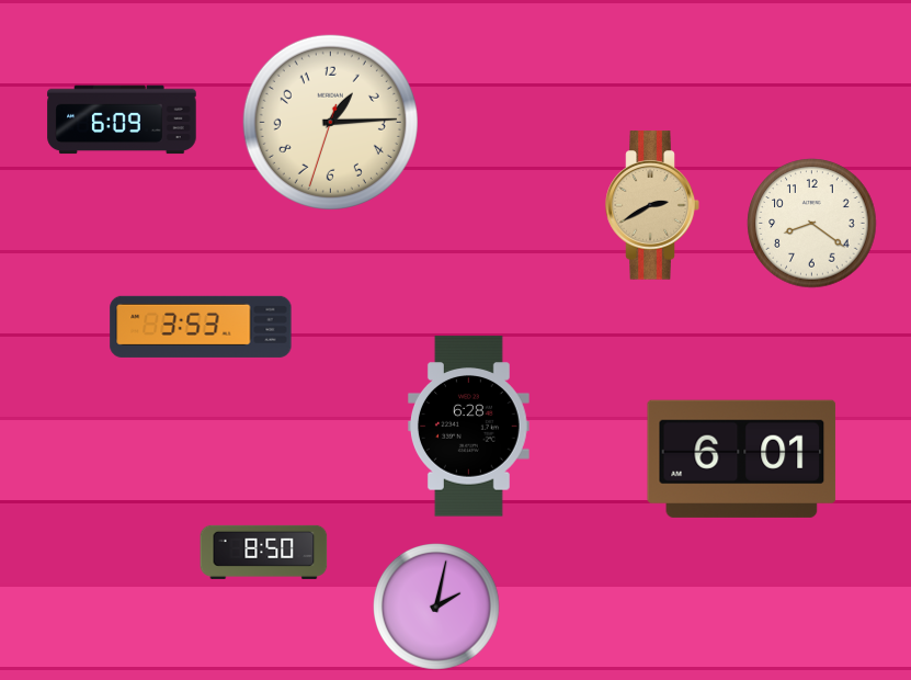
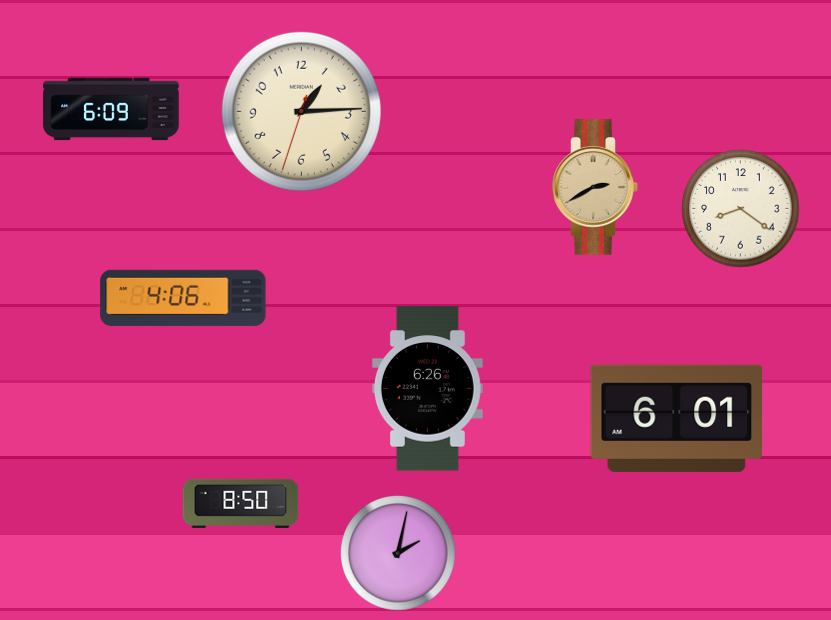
clock at (812, 224) position: (812, 224) -> (741, 209)
clock at (201, 327): 3:53 -> 4:06
clock at (468, 427): 6:28 -> 6:26
